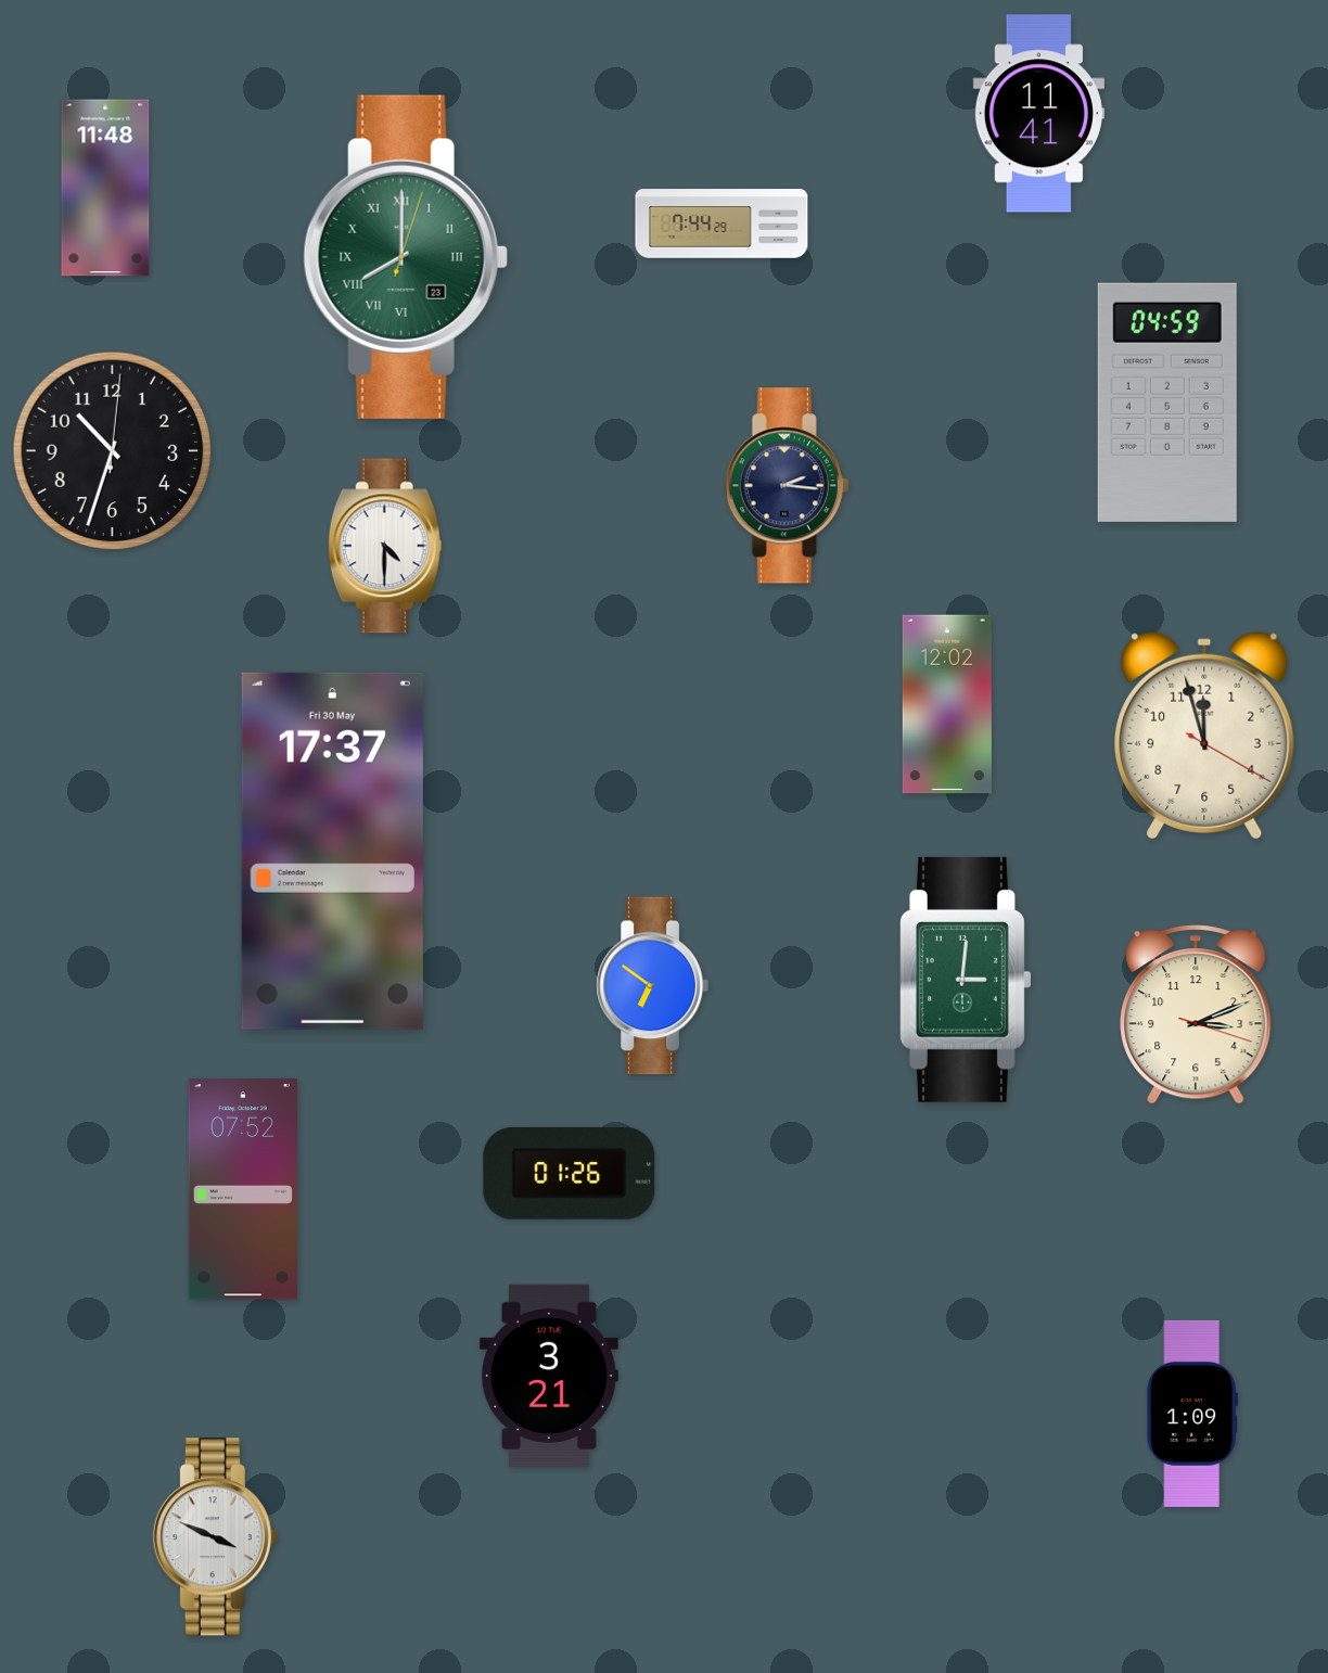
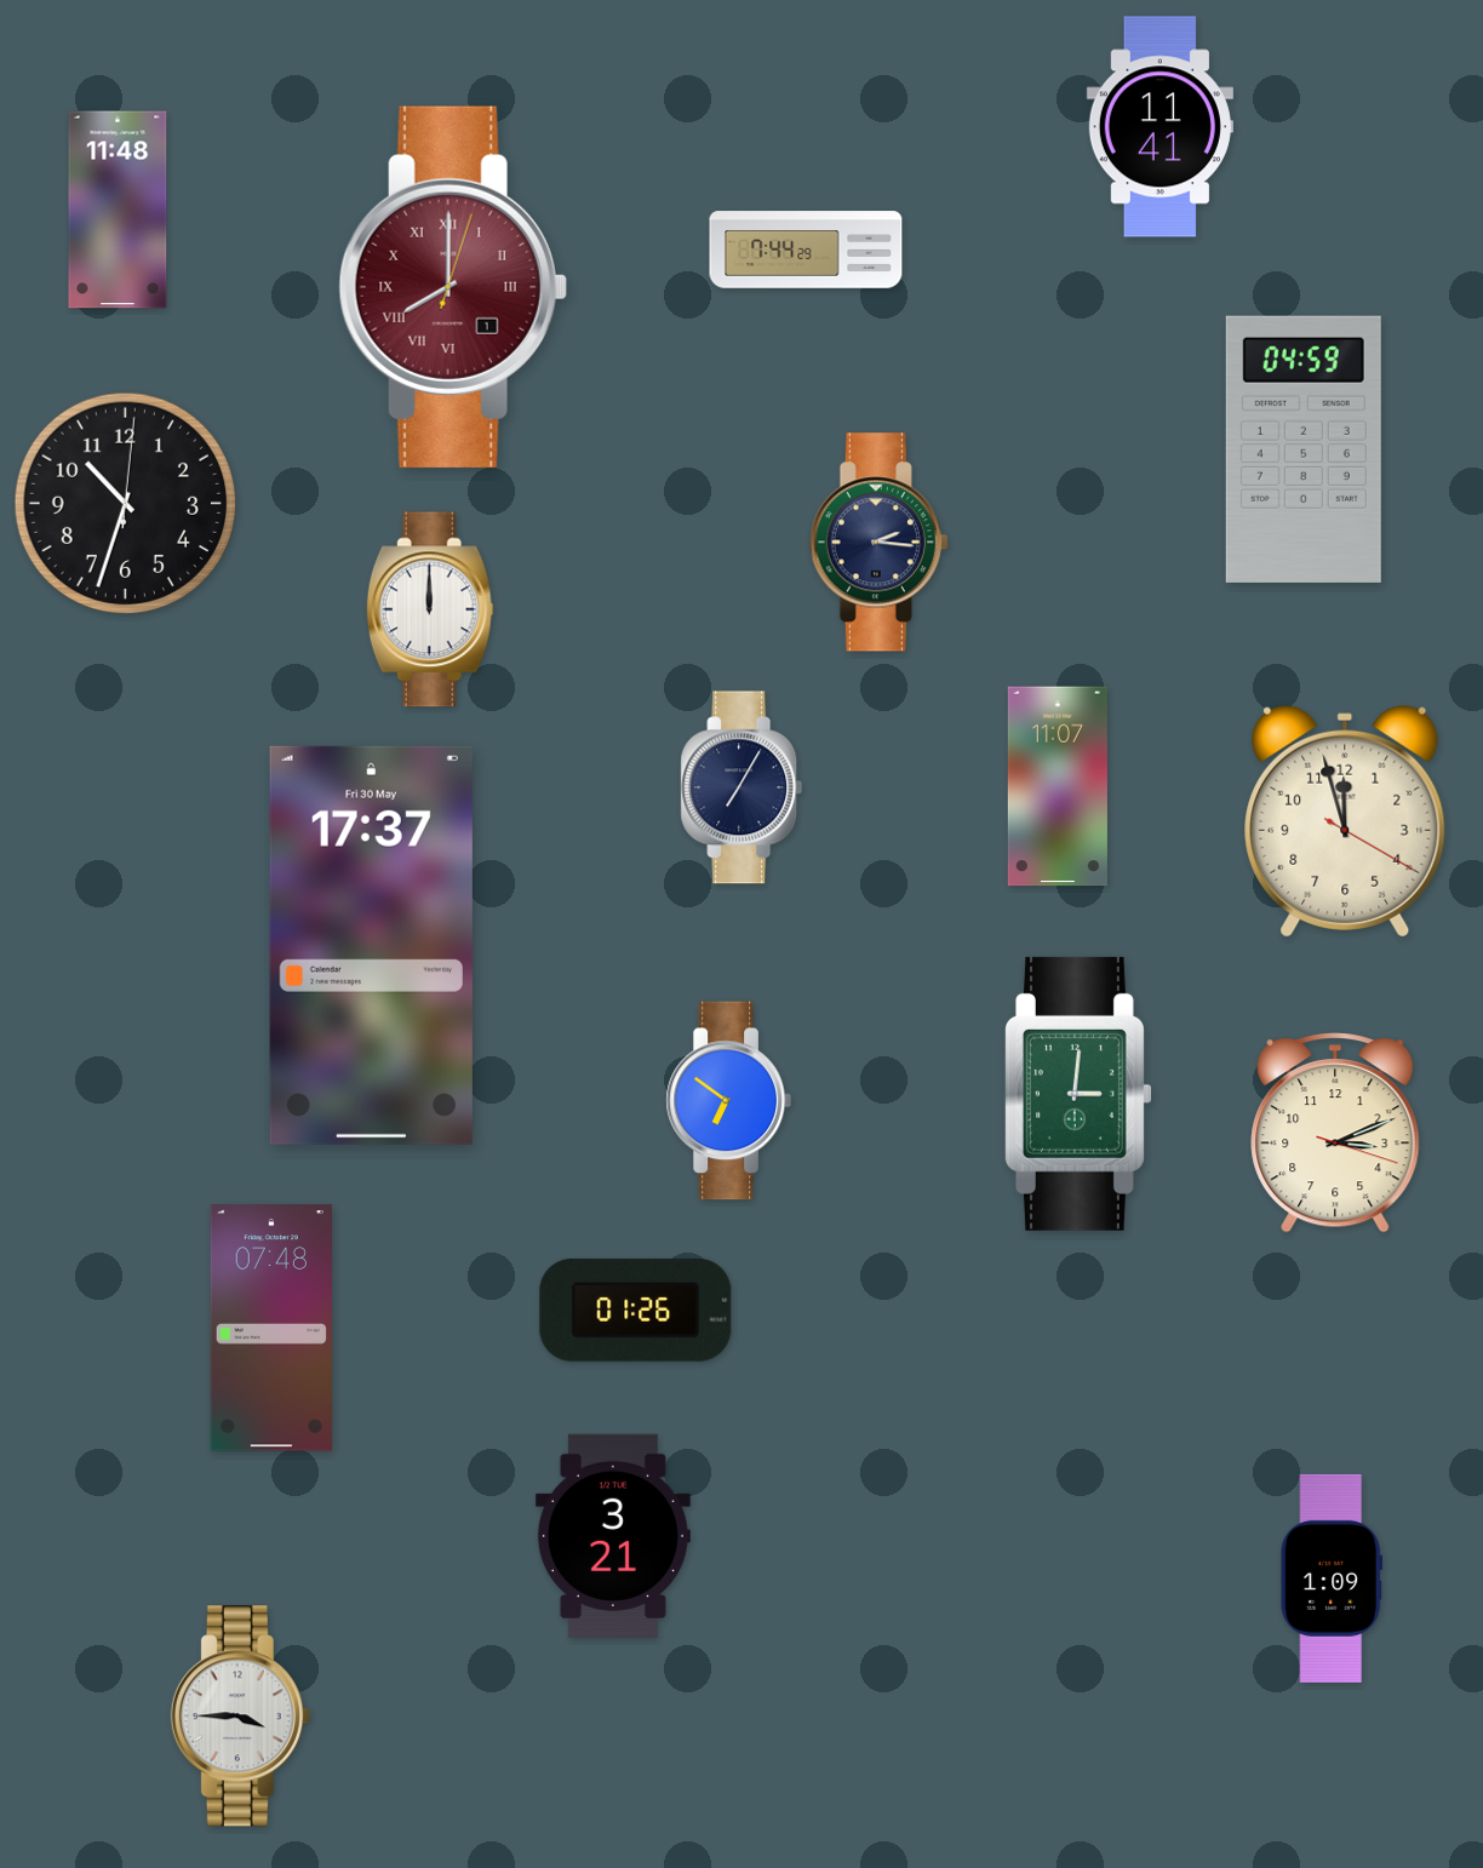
clock at (406, 257) date: 23 -> 1
clock at (406, 257) dial: green -> burgundy
clock at (385, 546): 4:30 -> 12:00
clock at (947, 704): 12:02 -> 11:07
clock at (741, 787): none -> 7:05
clock at (332, 851) position: (332, 851) -> (371, 945)
clock at (243, 1189): 07:52 -> 07:48
clock at (215, 1537): 3:49 -> 3:45
